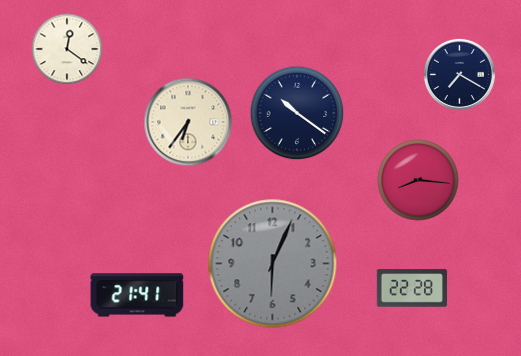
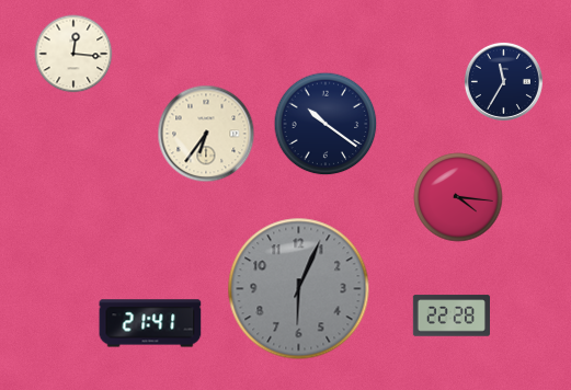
clock at (67, 49): 12:21 -> 12:16
clock at (459, 74): 7:20 -> 11:35
clock at (418, 180): 8:16 -> 4:16
